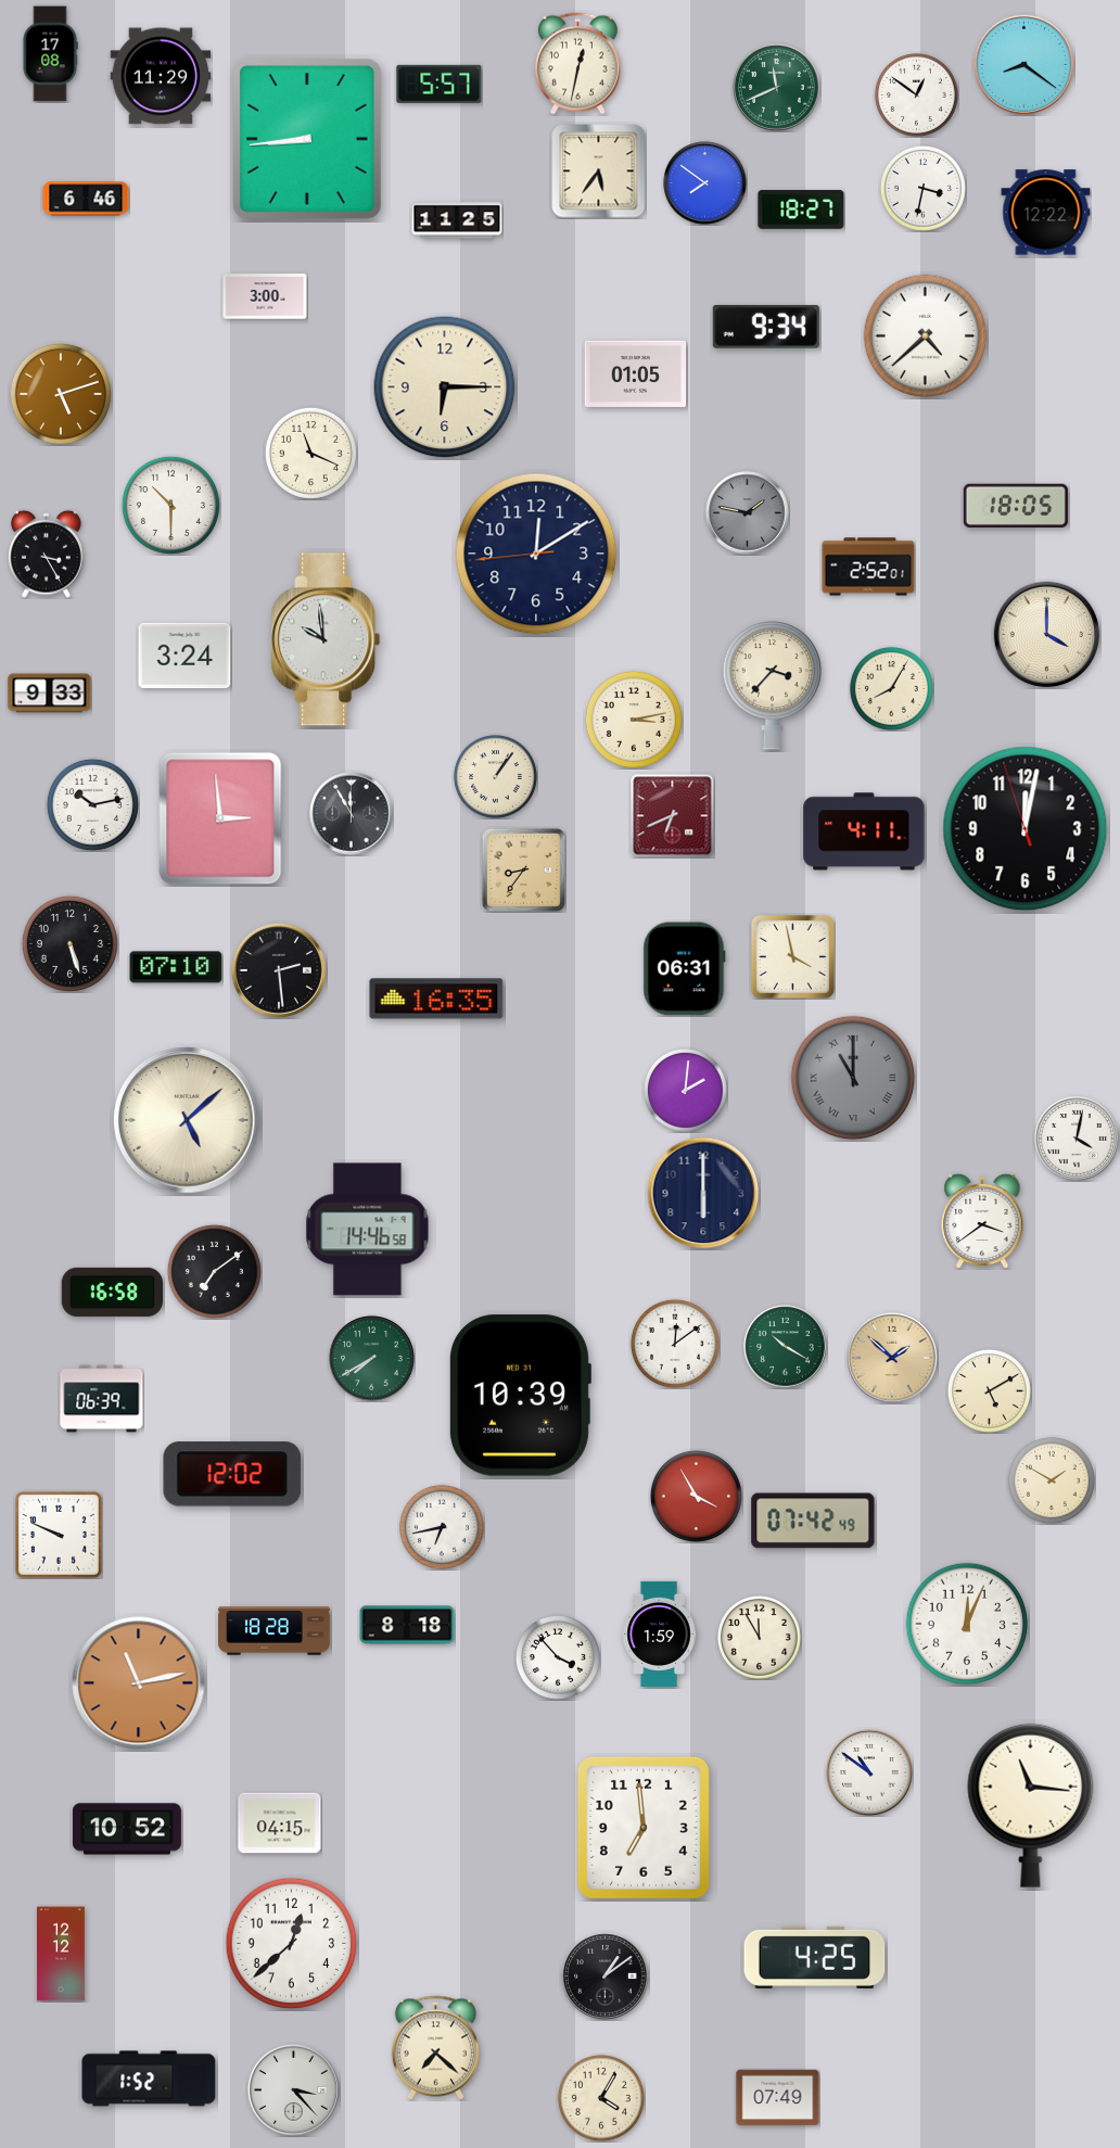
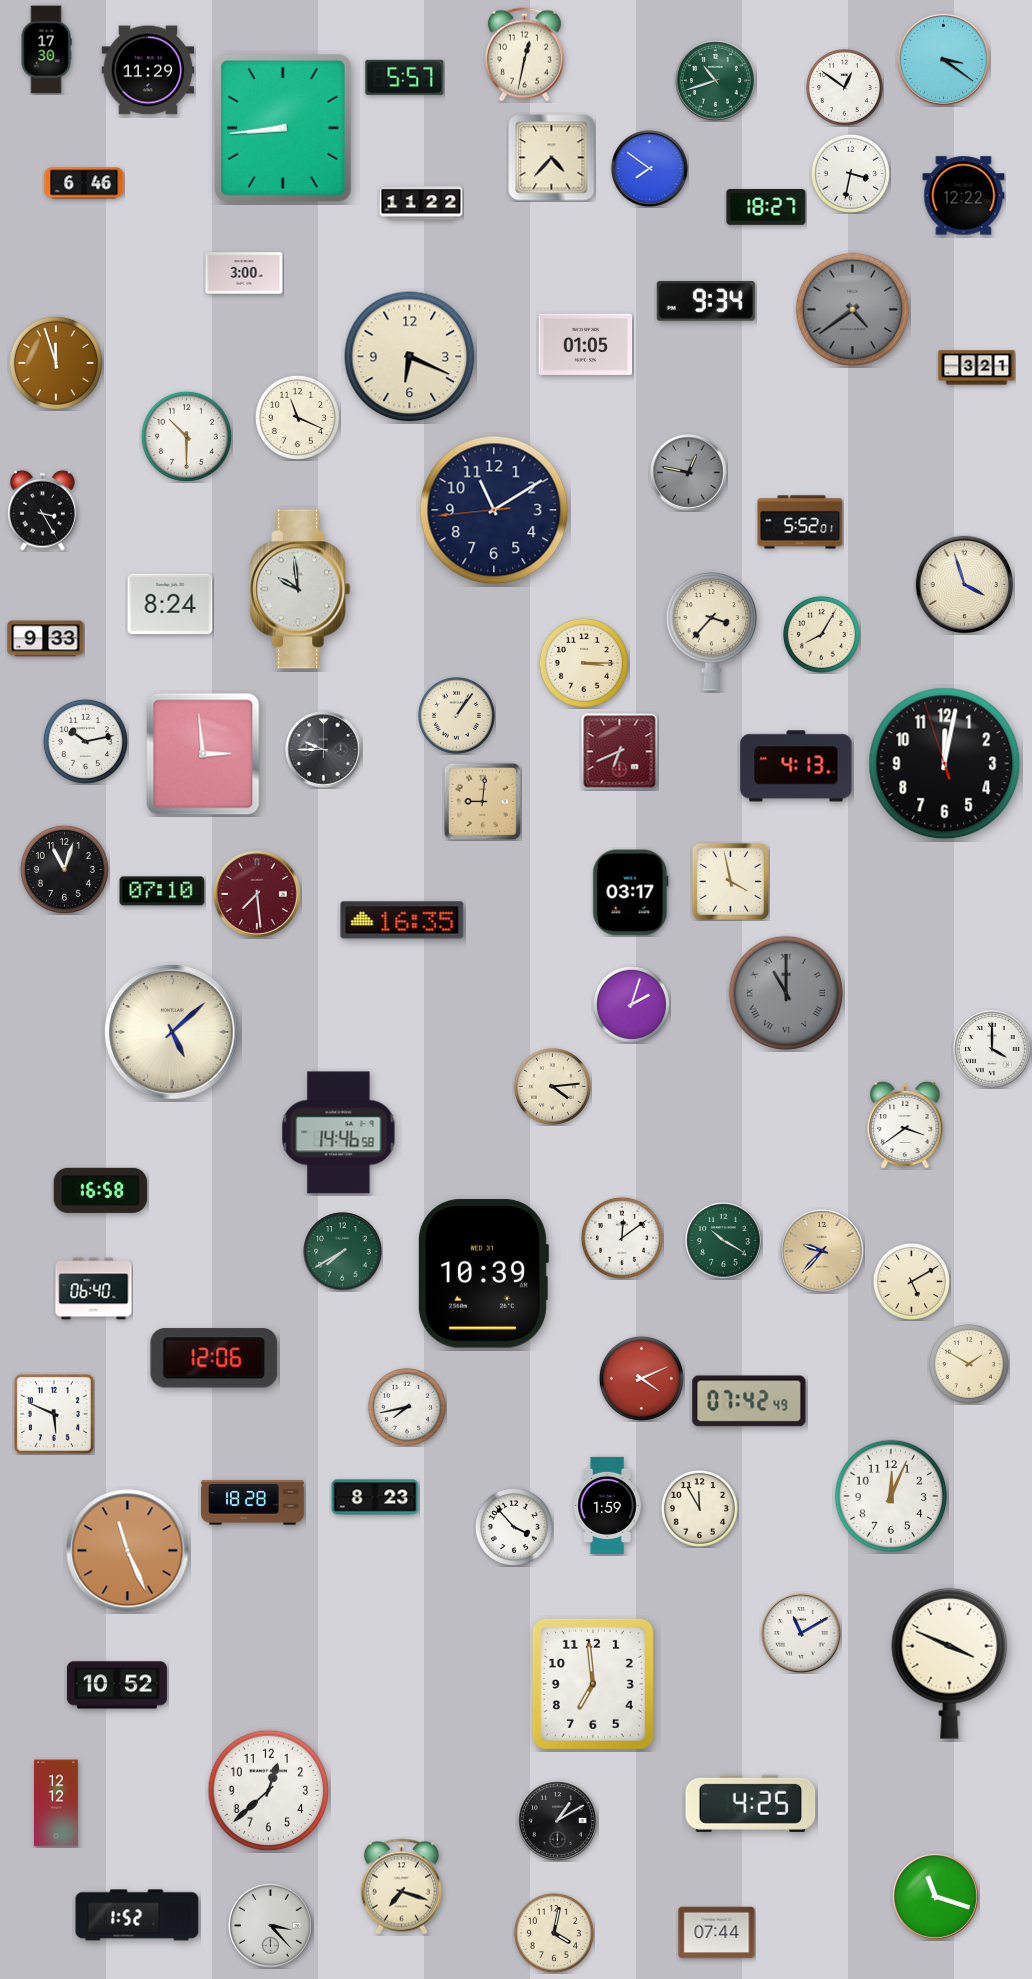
clock at (50, 54): 17:08 -> 17:30
clock at (577, 64) position: (577, 64) -> (524, 55)
clock at (1023, 64): 8:21 -> 3:21
clock at (777, 88): 11:41 -> 10:42
clock at (599, 171): 5:36 -> 4:37
clock at (86, 199) position: (86, 199) -> (84, 183)
clock at (801, 209) position: (801, 209) -> (766, 207)
clock at (457, 220): 11:25 -> 11:22
clock at (926, 336): 4:38 -> 4:39
clock at (926, 336) dial: white -> grey
clock at (445, 387): 6:15 -> 6:19
clock at (61, 394): 5:12 -> 11:57
clock at (977, 368): none -> 3:21
clock at (310, 453) position: (310, 453) -> (297, 417)
clock at (170, 505) position: (170, 505) -> (186, 436)
clock at (1016, 506): 18:05 -> none
clock at (748, 513): 1:47 -> 12:47
clock at (536, 554): 12:09 -> 11:09
clock at (868, 567): 2:52 -> 5:52
clock at (1047, 635): 4:00 -> 3:57
clock at (184, 656): 3:24 -> 8:24
clock at (634, 720): 3:13 -> 3:15
clock at (352, 814): 11:55 -> 9:45
clock at (864, 831): 4:11 -> 4:13
clock at (523, 869): 8:36 -> 9:01
clock at (69, 943): 5:27 -> 11:03
clock at (685, 969): 06:31 -> 03:17
clock at (279, 970): 2:29 -> 7:29
clock at (279, 970) dial: black -> burgundy
clock at (685, 1090): 2:01 -> 2:03
clock at (1077, 1139): 4:02 -> 4:00
clock at (552, 1086): none -> 4:14
clock at (703, 1193): 6:00 -> none
clock at (214, 1271): 7:09 -> none
clock at (112, 1292) position: (112, 1292) -> (100, 1190)
clock at (892, 1358): 1:52 -> 9:37
clock at (520, 1396) position: (520, 1396) -> (483, 1274)
clock at (102, 1399): 06:39 -> 06:40
clock at (232, 1474): 12:02 -> 12:06
clock at (696, 1496): 3:55 -> 4:11
clock at (442, 1527): 6:43 -> 7:43
clock at (59, 1535): 9:49 -> 5:49
clock at (407, 1625): 8:18 -> 8:23
clock at (139, 1683): 11:13 -> 11:26
clock at (869, 1772): 10:51 -> 11:10
clock at (1031, 1805): 11:16 -> 3:49
clock at (280, 1823): 04:15 -> none
clock at (62, 1954) position: (62, 1954) -> (57, 1803)
clock at (606, 1977): 1:09 -> 1:10
clock at (435, 2048): 7:22 -> 7:18
clock at (935, 1896): none -> 11:18
clock at (601, 2098): 4:05 -> 4:02
clock at (778, 2098): 07:49 -> 07:44
